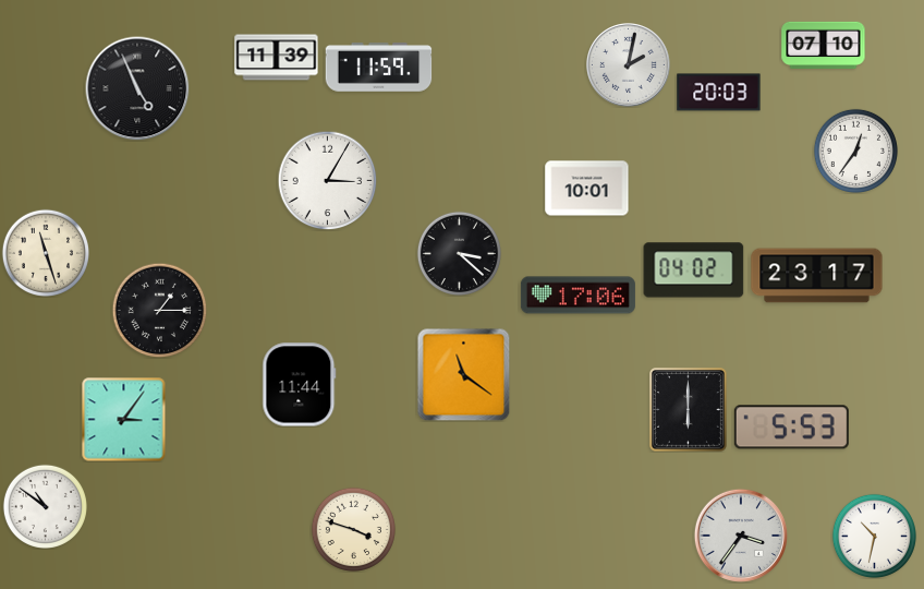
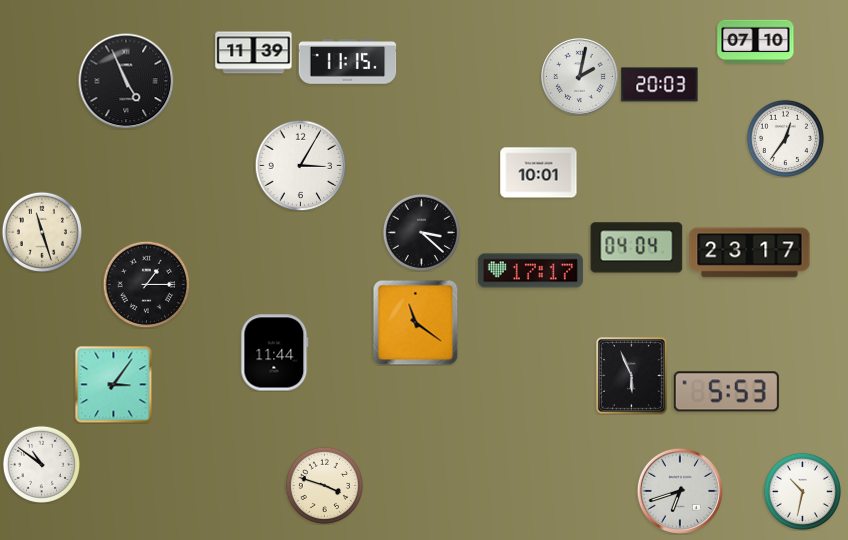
clock at (629, 65) position: (629, 65) -> (580, 77)
clock at (379, 68): 11:59 -> 11:15
clock at (694, 271): 04:02 -> 04:04
clock at (577, 296): 17:06 -> 17:17
clock at (463, 374) position: (463, 374) -> (415, 322)
clock at (689, 410): 6:00 -> 5:56
clock at (740, 534): 3:36 -> 6:42
